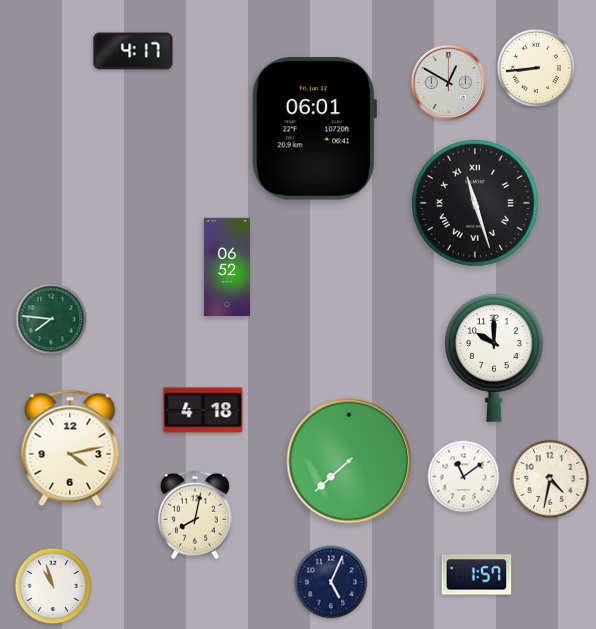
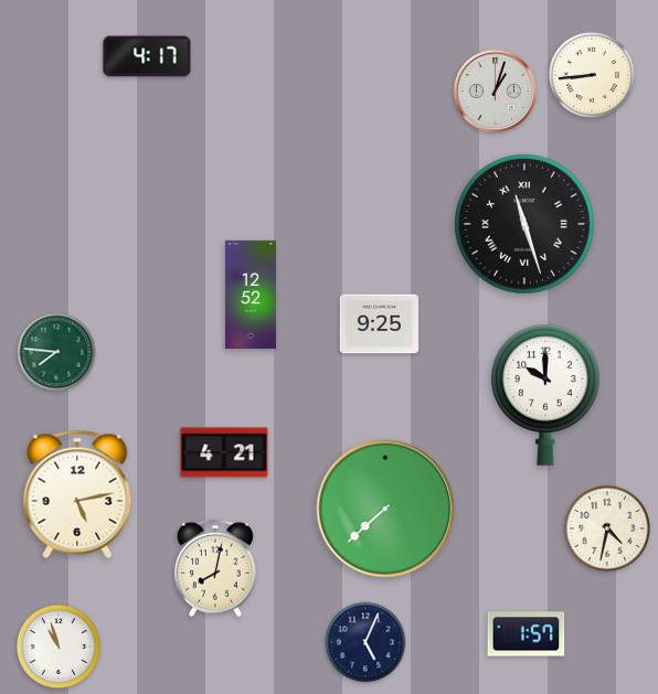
clock at (448, 82): 12:50 -> 1:03
clock at (313, 129): 06:01 -> none
clock at (227, 266): 06:52 -> 12:52
clock at (380, 324): none -> 9:25
clock at (203, 410): 4:18 -> 4:21
clock at (70, 448): 4:13 -> 5:13
clock at (464, 477): 11:09 -> none
